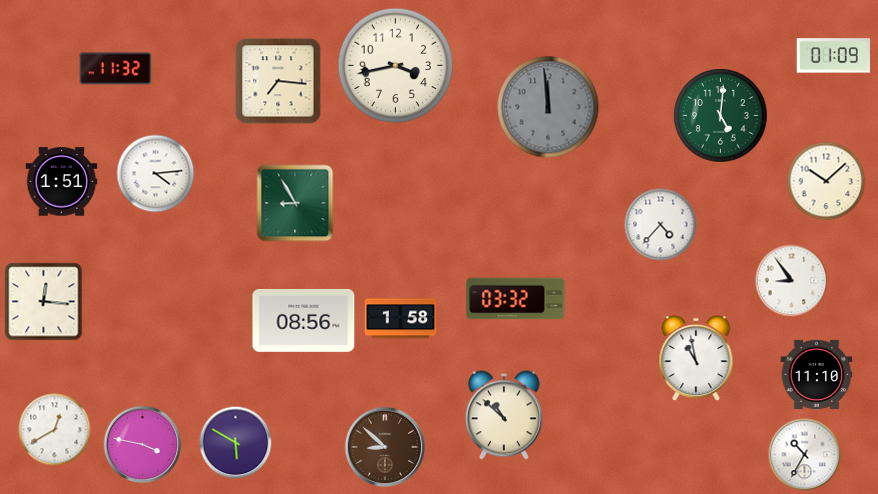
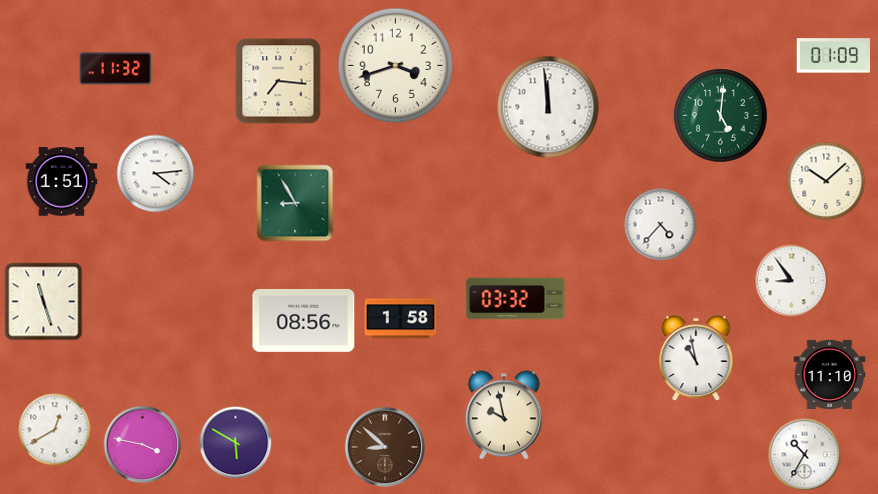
clock at (396, 66): 3:43 -> 3:42
clock at (548, 107) dial: grey -> white
clock at (44, 302): 12:16 -> 11:27
clock at (817, 374) position: (817, 374) -> (830, 374)
clock at (504, 415): 10:52 -> 9:58
